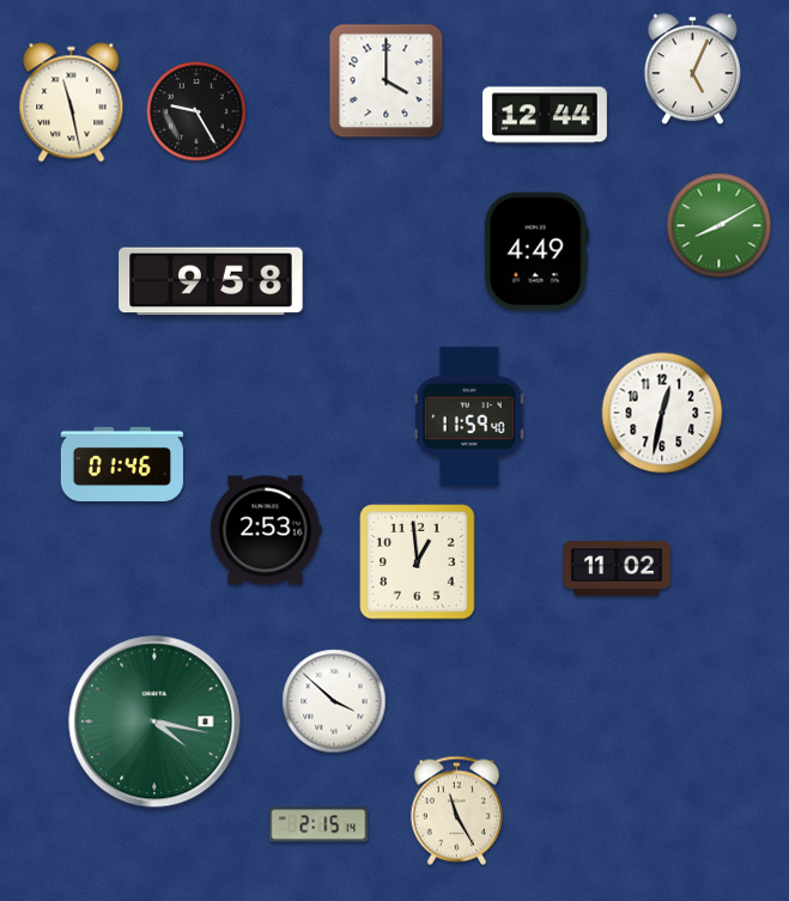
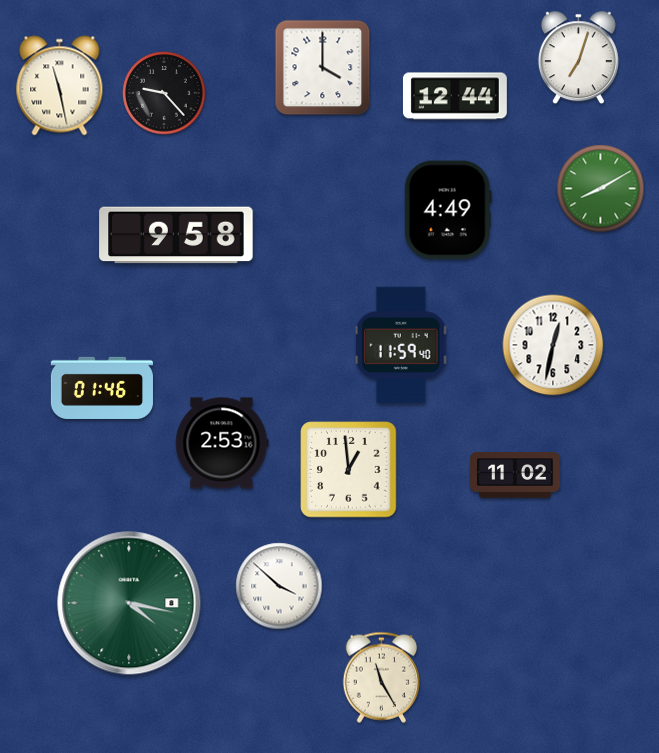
clock at (692, 69): 5:04 -> 7:03
clock at (196, 111): 9:25 -> 9:23
clock at (471, 416) position: (471, 416) -> (402, 345)
clock at (318, 824): 2:15 -> none
